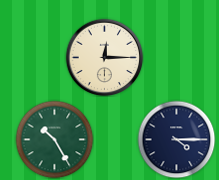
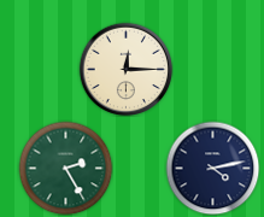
clock at (54, 139): 10:25 -> 2:25
clock at (176, 139): 4:15 -> 4:13
